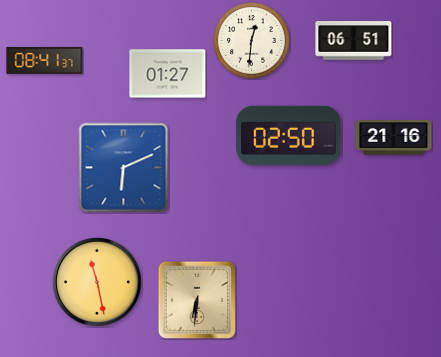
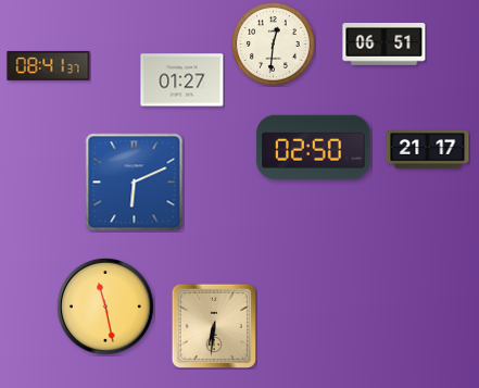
clock at (394, 138): 21:16 -> 21:17
